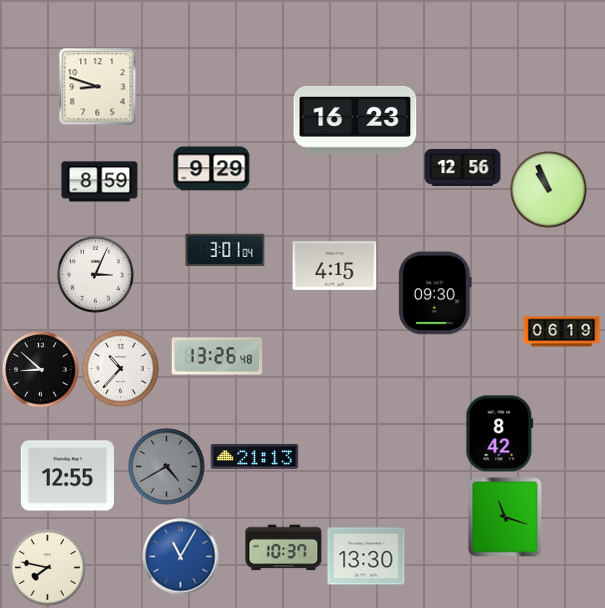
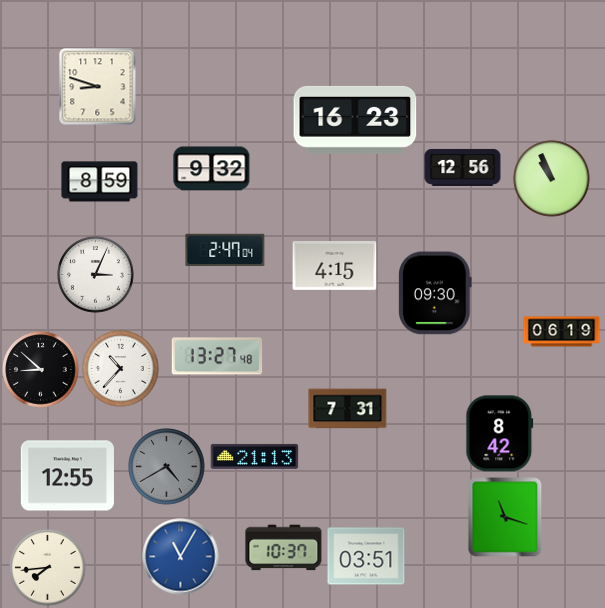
clock at (212, 169): 9:29 -> 9:32
clock at (549, 190) position: (549, 190) -> (552, 179)
clock at (225, 250): 3:01 -> 2:47
clock at (217, 356): 13:26 -> 13:27
clock at (348, 409): none -> 7:31
clock at (366, 556): 13:30 -> 03:51
clock at (48, 568): 7:47 -> 7:44
